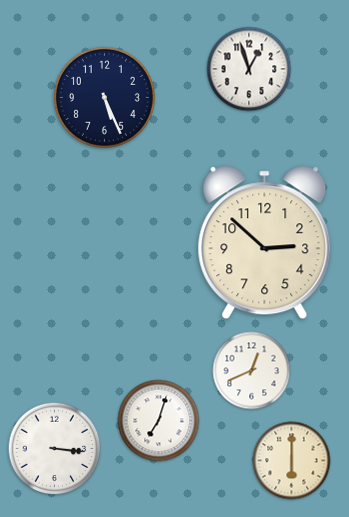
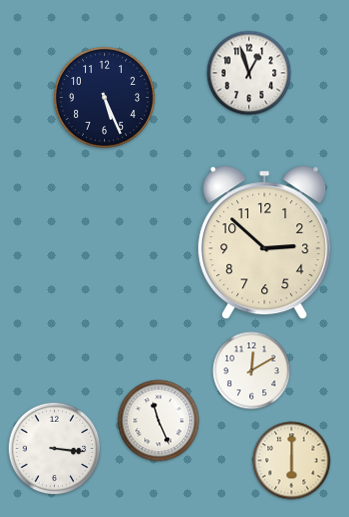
clock at (249, 69) position: (249, 69) -> (249, 73)
clock at (252, 371): 12:41 -> 12:10
clock at (159, 421): 7:03 -> 11:26
